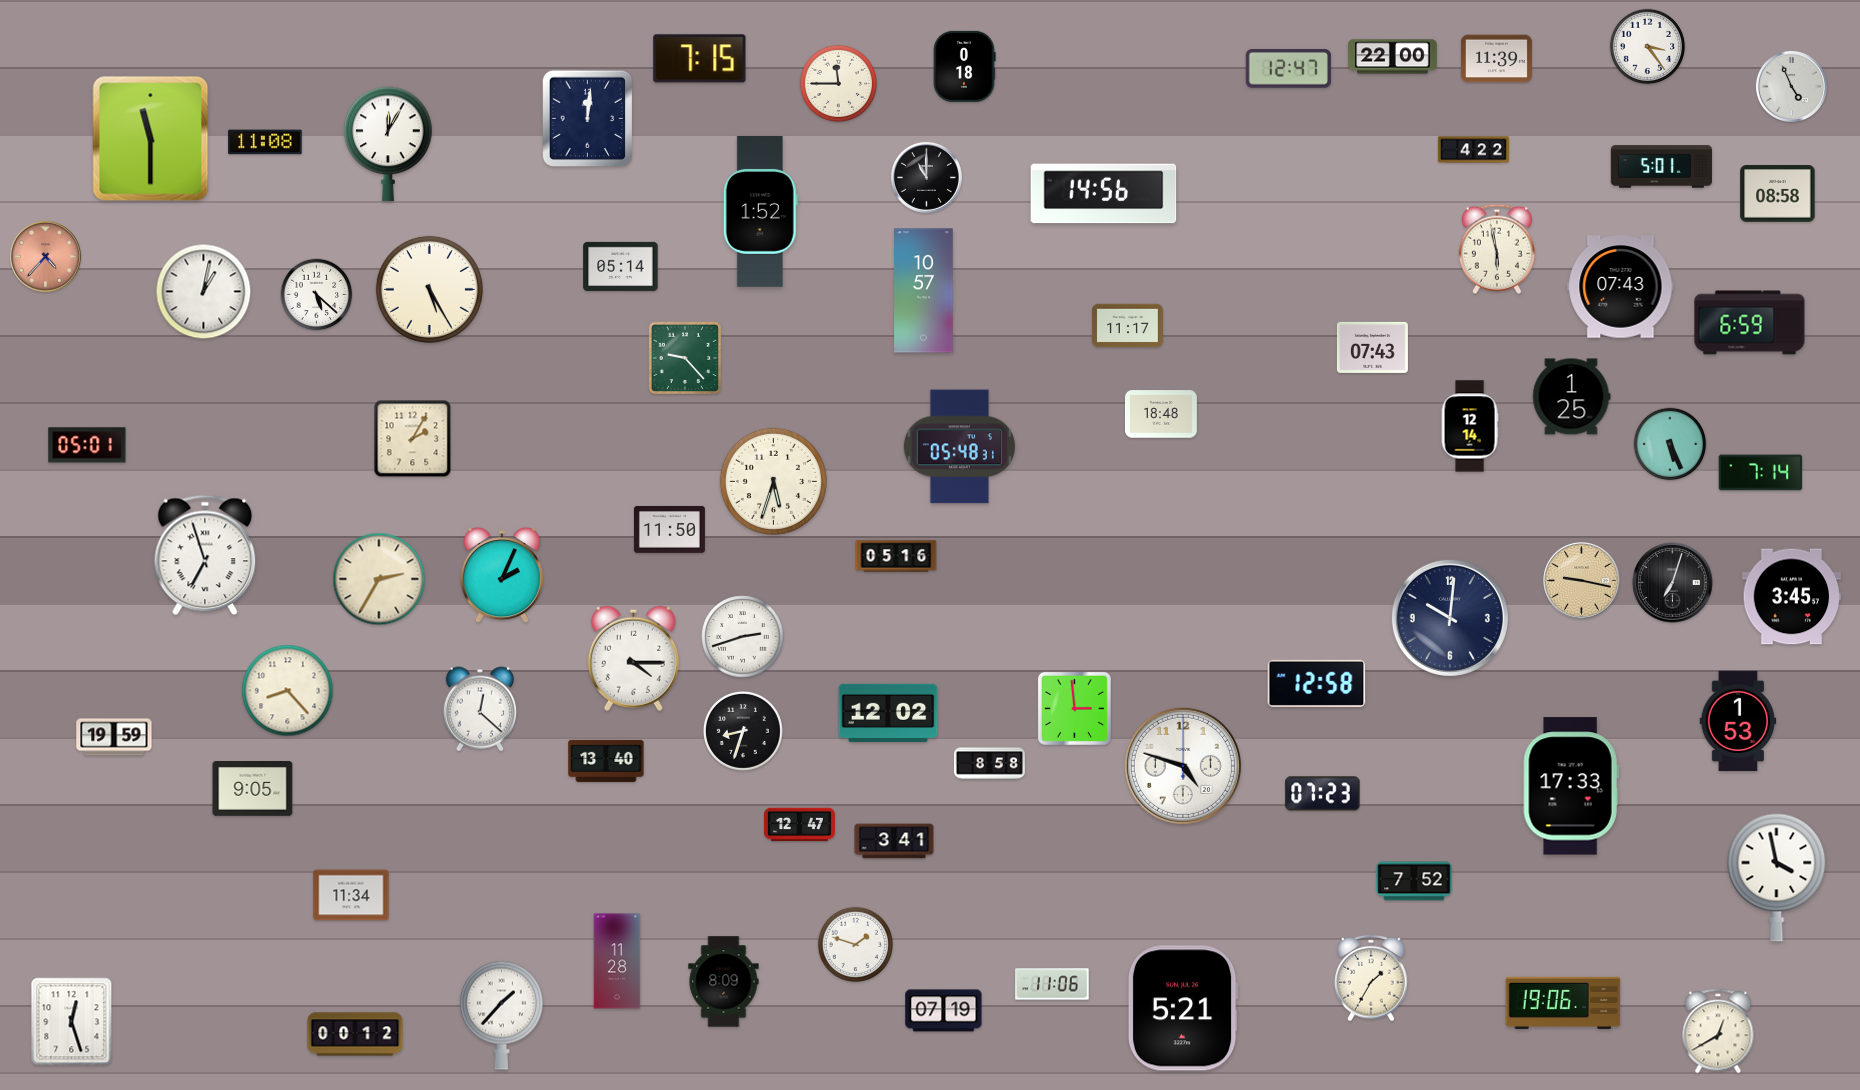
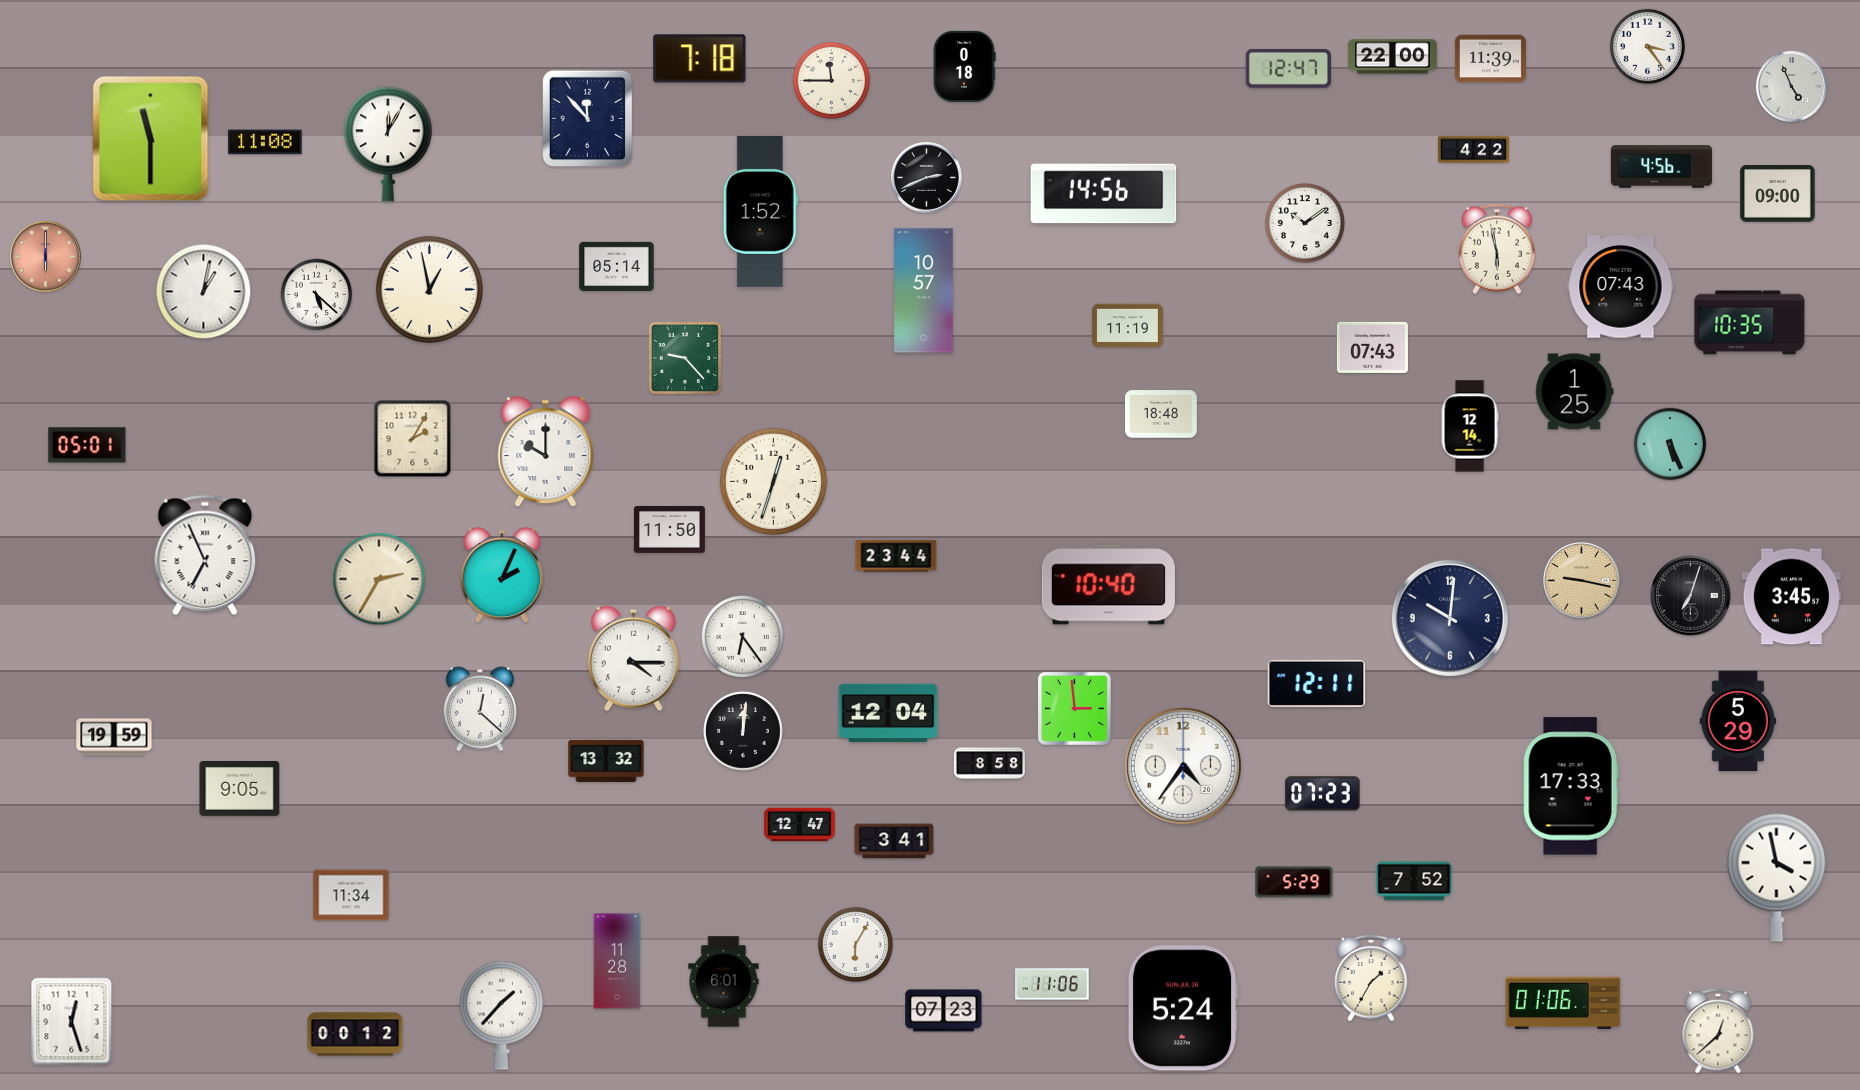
clock at (700, 59): 7:15 -> 7:18
clock at (1496, 59) position: (1496, 59) -> (1490, 59)
clock at (838, 83) position: (838, 83) -> (831, 80)
clock at (588, 119): 12:01 -> 11:53
clock at (1661, 167): 5:01 -> 4:56
clock at (926, 177): 11:00 -> 2:41
clock at (1778, 194): 08:58 -> 09:00
clock at (1306, 224): none -> 10:09
clock at (45, 256): 4:37 -> 6:00
clock at (621, 266) position: (621, 266) -> (617, 266)
clock at (429, 289): 5:25 -> 12:58
clock at (1750, 323): 6:59 -> 10:35
clock at (1127, 326): 11:17 -> 11:19
clock at (1571, 397) position: (1571, 397) -> (1574, 392)
clock at (959, 447): 05:48 -> none
clock at (546, 452): none -> 10:00
clock at (1761, 473): 7:14 -> none
clock at (773, 481): 5:33 -> 12:33
clock at (205, 555): 6:57 -> 6:56
clock at (896, 556): 05:16 -> 23:44
clock at (1673, 583) position: (1673, 583) -> (1691, 596)
clock at (1108, 585): none -> 10:40
clock at (743, 637): 2:42 -> 6:24
clock at (1317, 683): 12:58 -> 12:11
clock at (288, 691): 8:23 -> none
clock at (888, 713): 12:02 -> 12:04
clock at (1738, 721): 1:53 -> 5:29
clock at (744, 732): 8:33 -> 12:01
clock at (606, 761): 13:40 -> 13:32
clock at (1183, 766): 4:48 -> 4:36
clock at (253, 789) position: (253, 789) -> (240, 789)
clock at (1294, 882): none -> 5:29
clock at (855, 944): 1:48 -> 6:05
clock at (724, 982): 8:09 -> 6:01
clock at (1563, 1003): 19:06 -> 01:06
clock at (1183, 1008): 5:21 -> 5:24
clock at (944, 1011): 07:19 -> 07:23
clock at (1718, 1031): 12:40 -> 12:38
